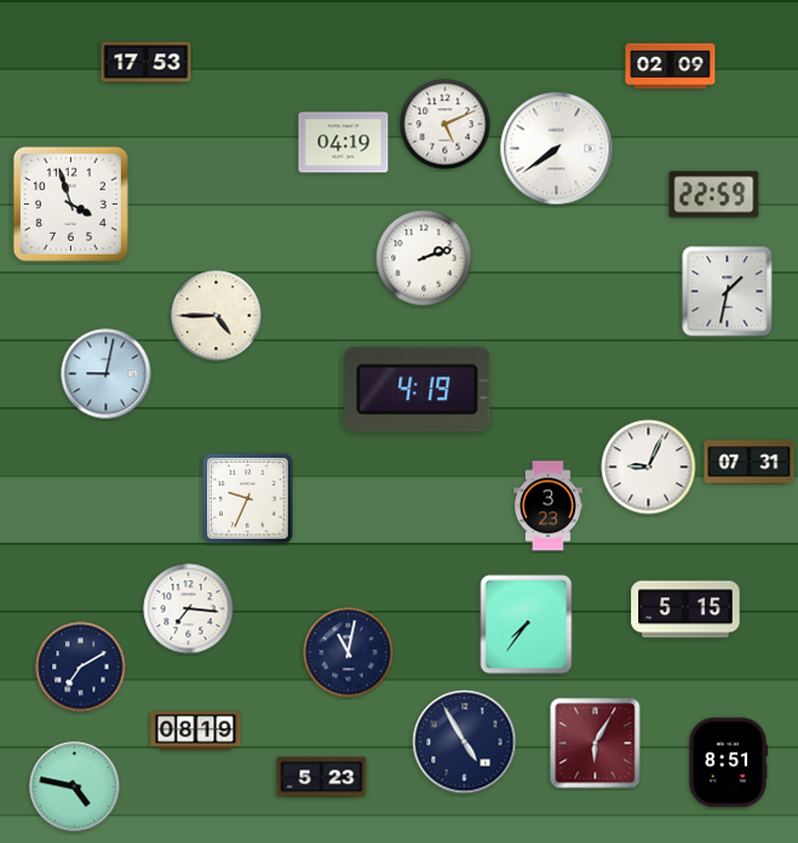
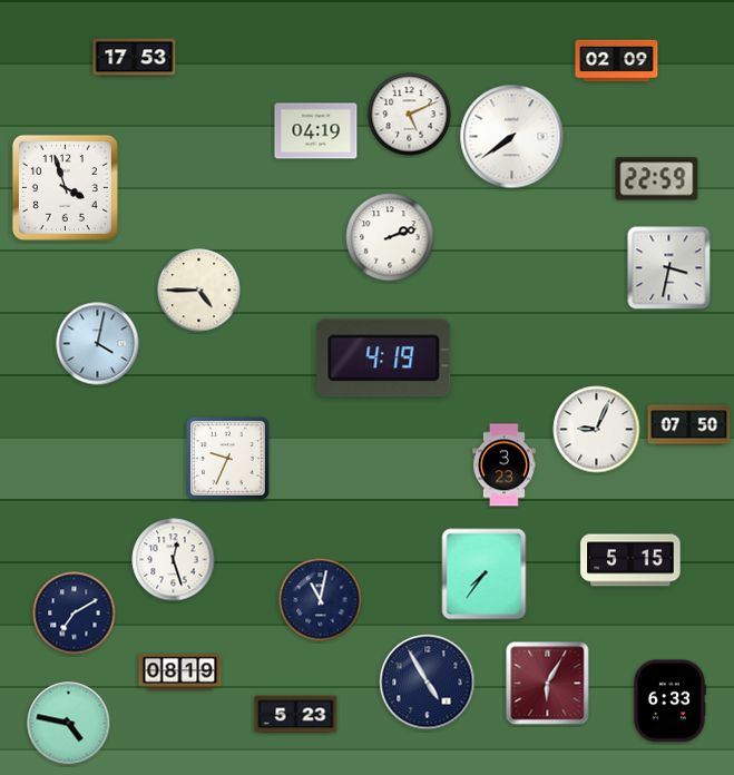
clock at (728, 292): 1:32 -> 3:32
clock at (107, 374): 9:02 -> 4:02
clock at (750, 463): 07:31 -> 07:50
clock at (189, 609): 7:16 -> 12:27
clock at (728, 763): 8:51 -> 6:33
